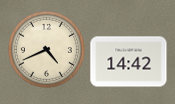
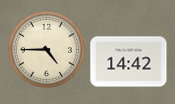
clock at (46, 49): 4:41 -> 4:45
